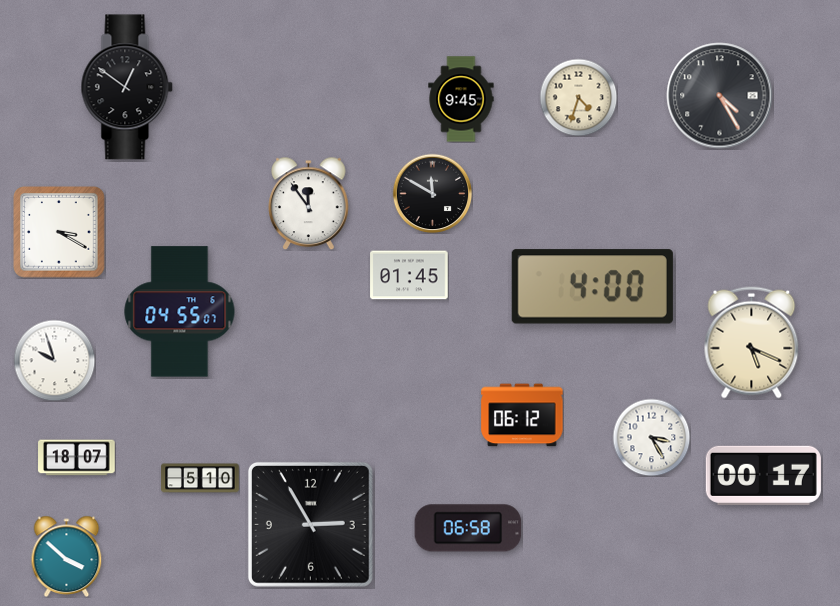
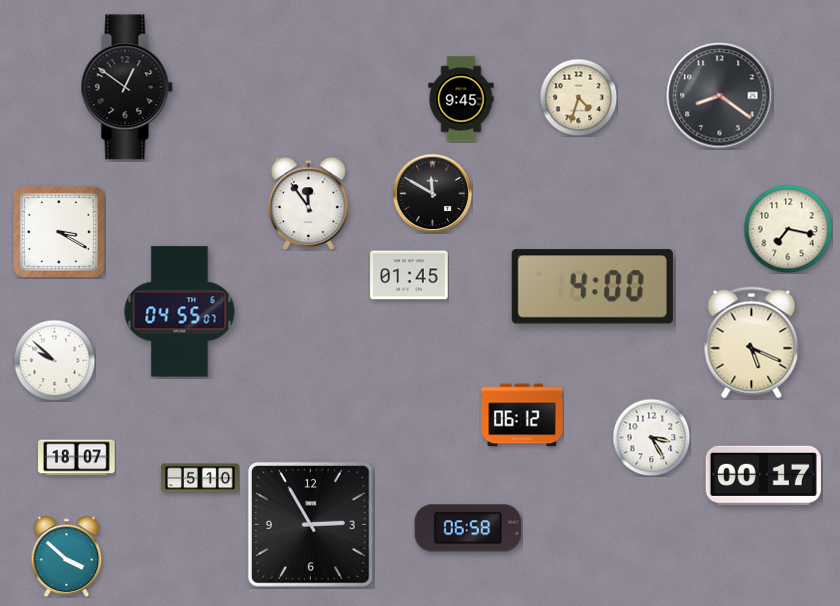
clock at (720, 96): 4:25 -> 8:21
clock at (788, 229): none -> 7:17
clock at (54, 360): 9:57 -> 9:52
